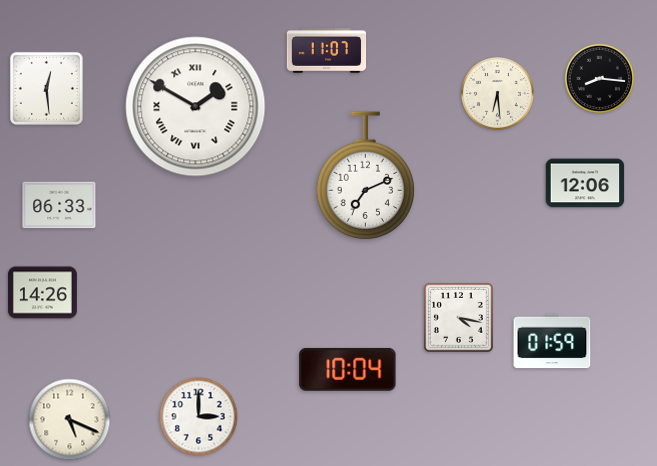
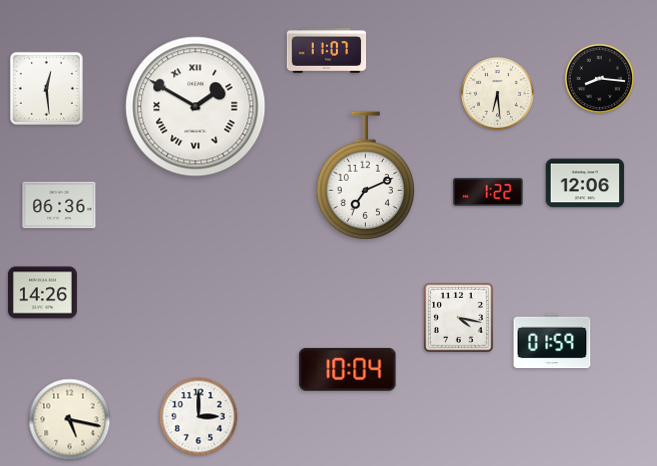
clock at (488, 192): none -> 1:22
clock at (59, 205): 06:33 -> 06:36
clock at (70, 420): 5:19 -> 5:17
